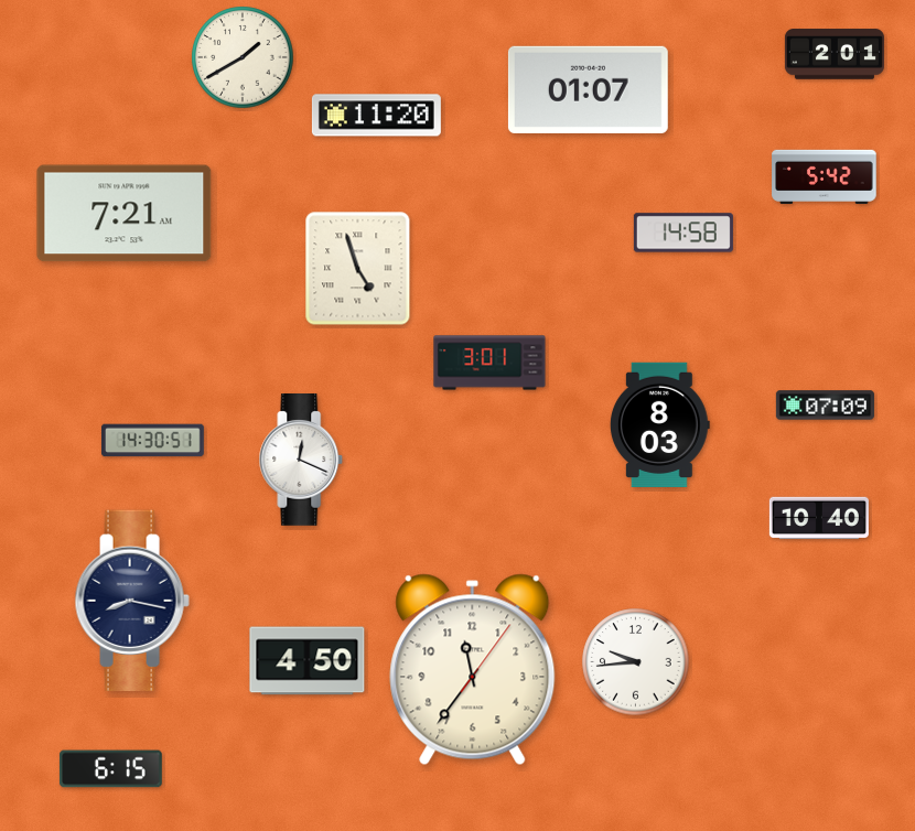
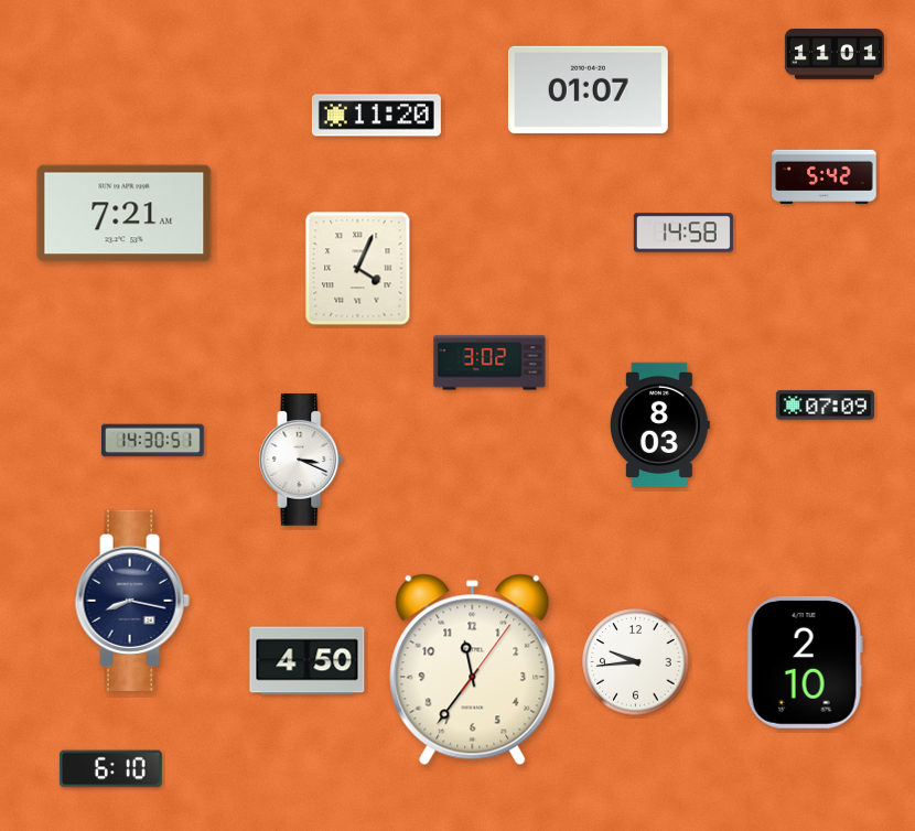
clock at (835, 54): 2:01 -> 11:01
clock at (243, 57): 1:40 -> none
clock at (358, 269): 4:57 -> 4:04
clock at (489, 363): 3:01 -> 3:02
clock at (301, 461): 12:19 -> 3:19
clock at (819, 517): 10:40 -> none
clock at (805, 662): none -> 2:10
clock at (110, 769): 6:15 -> 6:10
